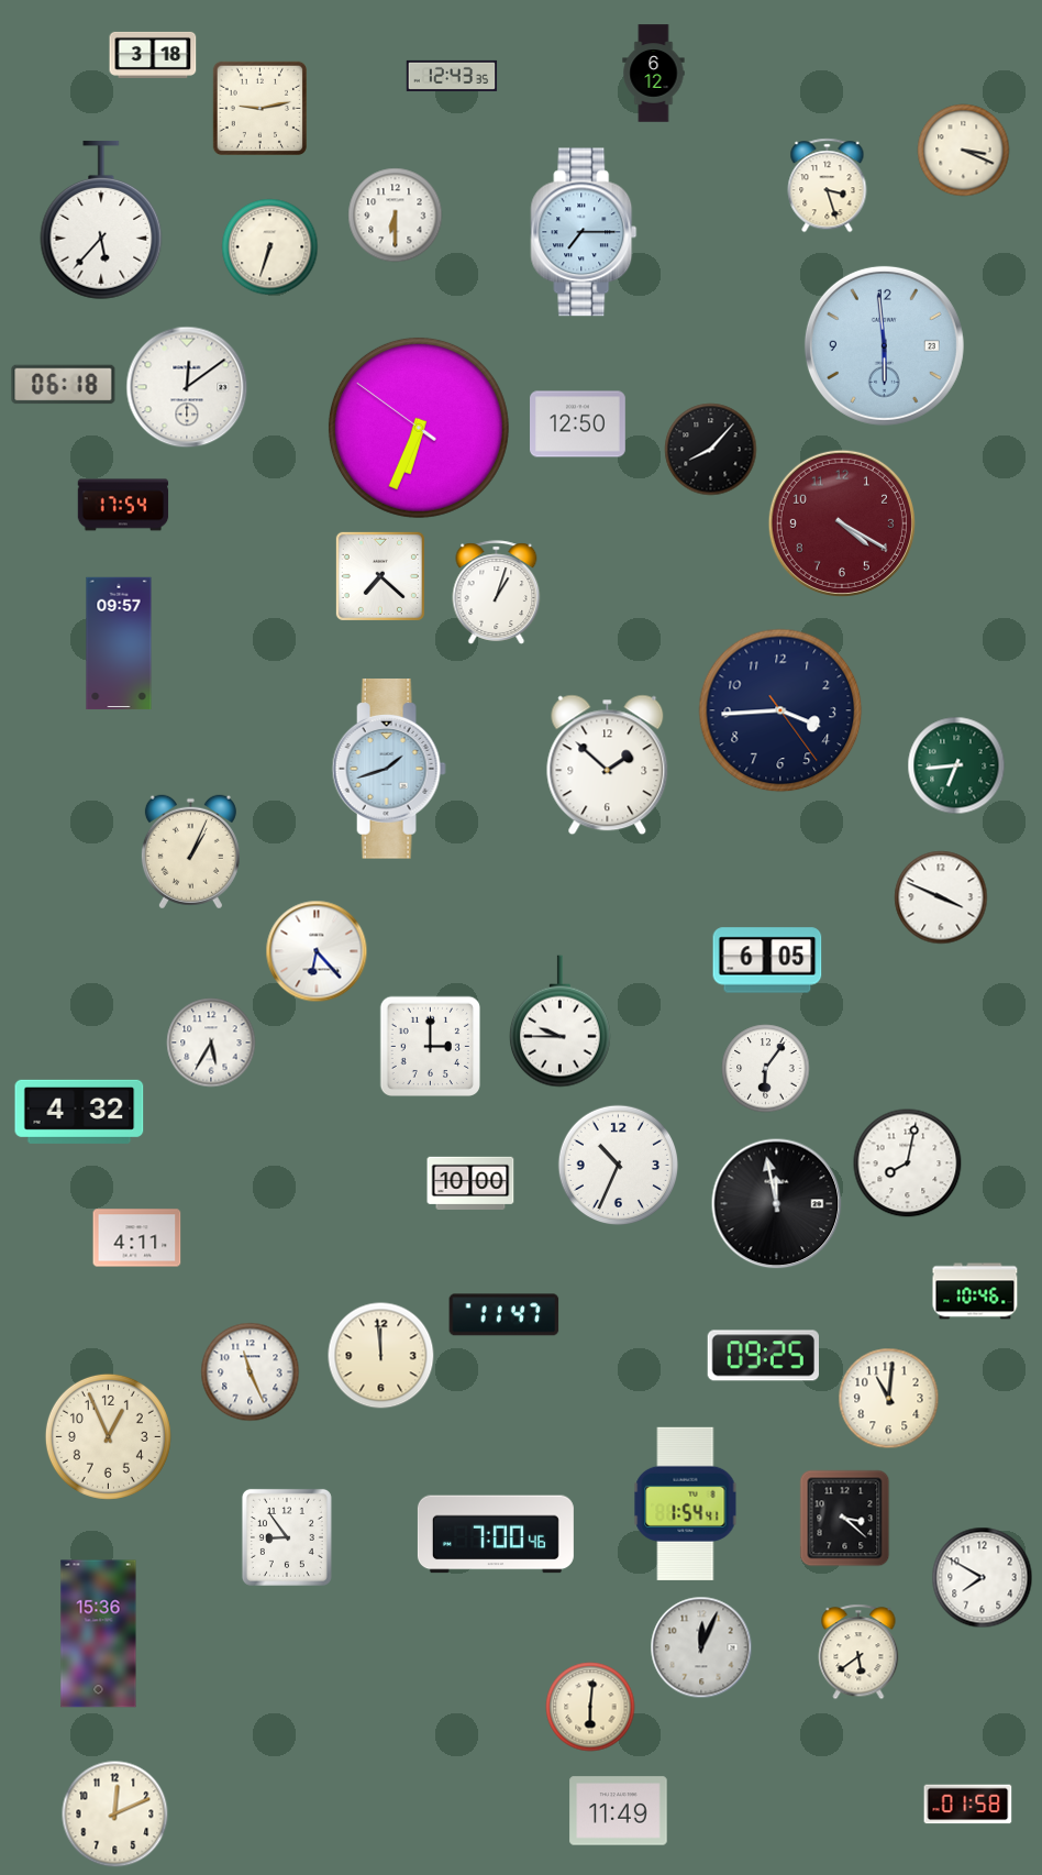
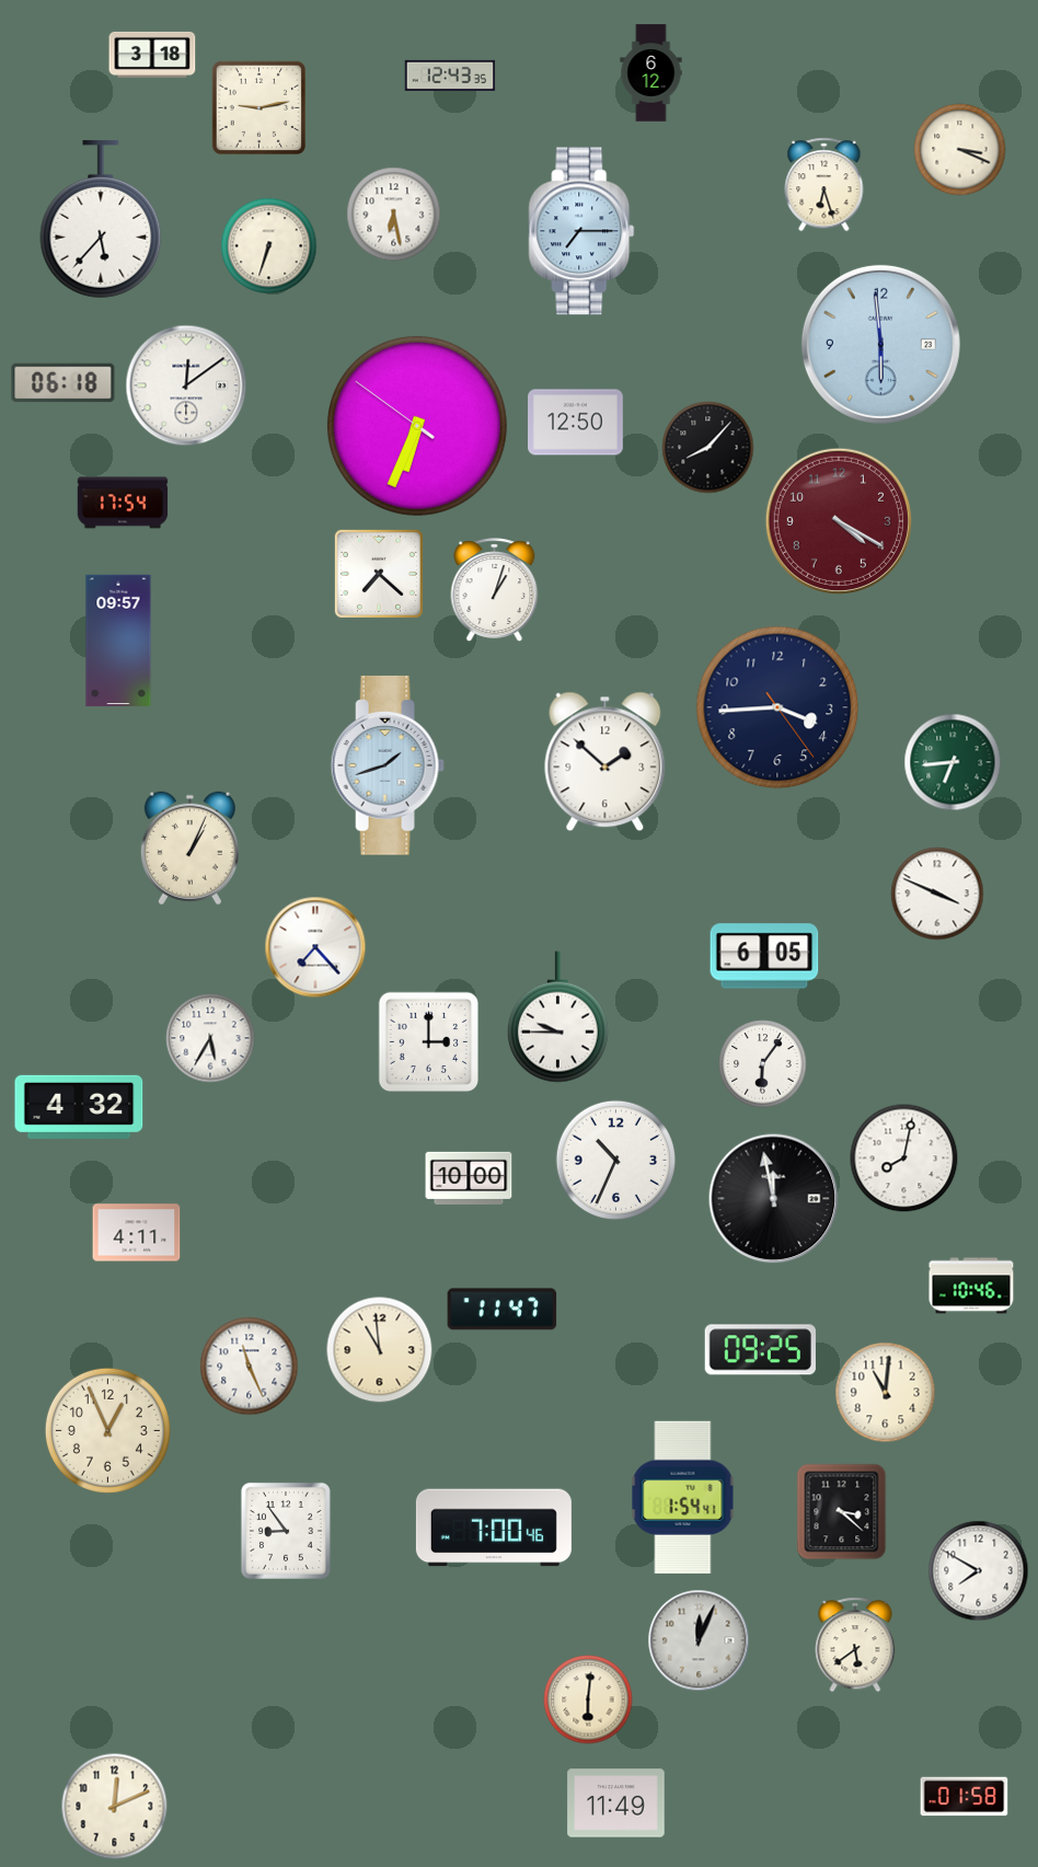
clock at (828, 186): 3:27 -> 6:27
clock at (396, 216): 6:30 -> 6:28
clock at (317, 951): 6:23 -> 7:23
clock at (381, 1356): 11:59 -> 10:59
clock at (99, 1634): 15:36 -> none
